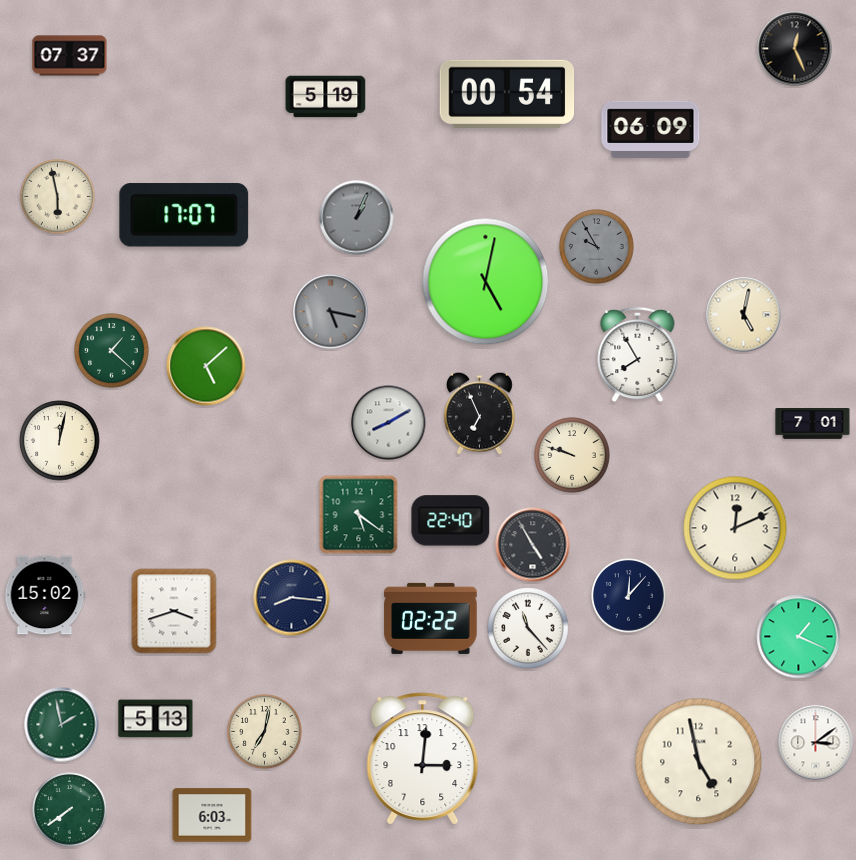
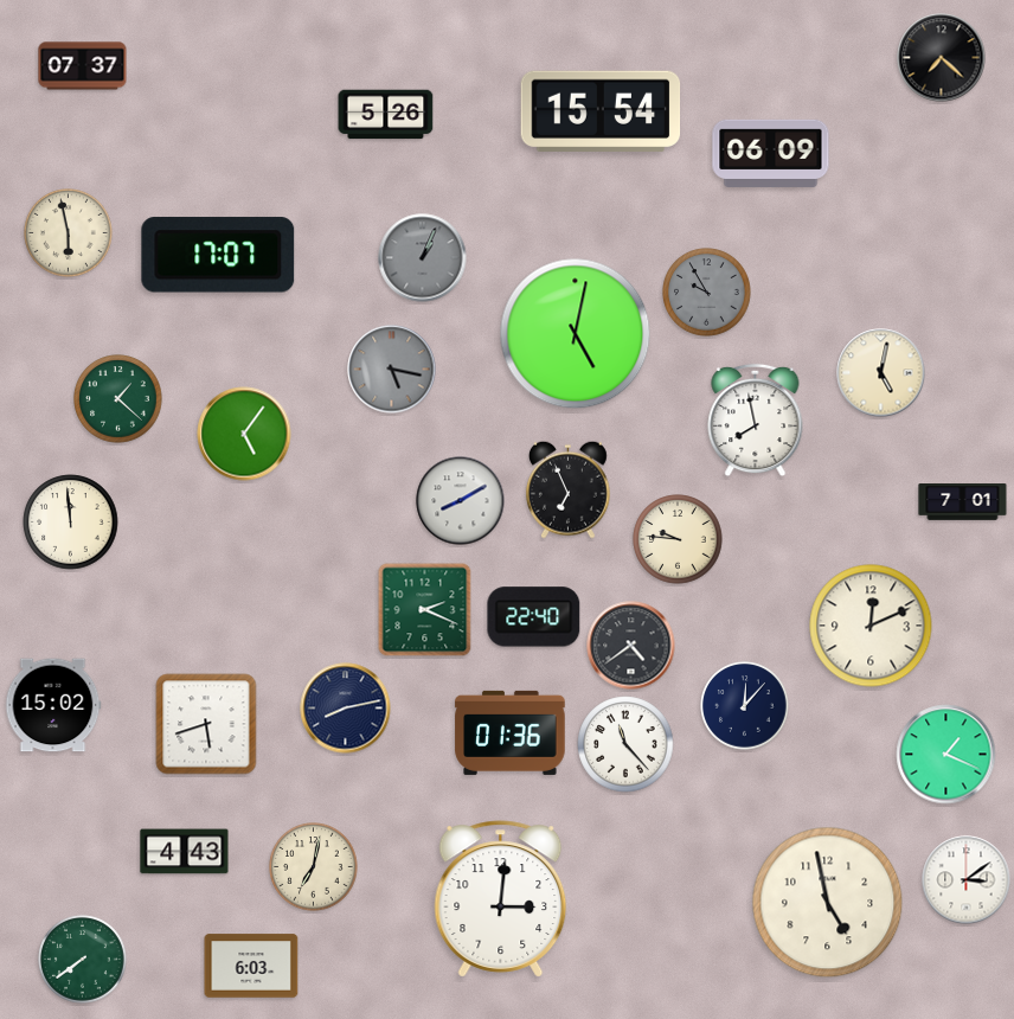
clock at (795, 49): 12:26 -> 7:22
clock at (507, 93): 00:54 -> 15:54
clock at (326, 97): 5:19 -> 5:26
clock at (112, 351) position: (112, 351) -> (118, 399)
clock at (638, 355): 7:55 -> 7:58
clock at (206, 366): 5:08 -> 5:06
clock at (60, 441): 12:02 -> 11:59
clock at (572, 455): 9:48 -> 9:46
clock at (359, 515): 5:21 -> 2:19
clock at (533, 545): 4:55 -> 4:39
clock at (292, 598): 8:16 -> 8:13
clock at (174, 611): 3:42 -> 5:42
clock at (431, 618): 02:22 -> 01:36
clock at (156, 719): 5:13 -> 4:43
clock at (62, 725): 1:58 -> none
